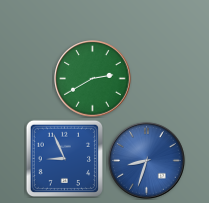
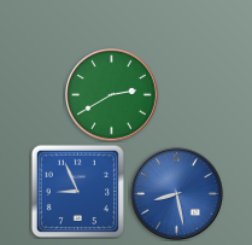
clock at (147, 161): 8:33 -> 8:28
